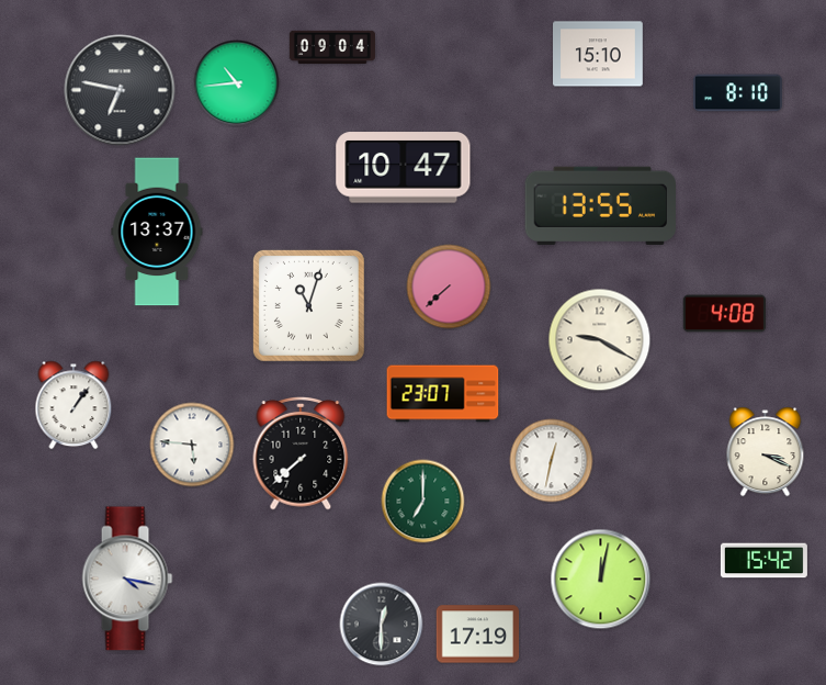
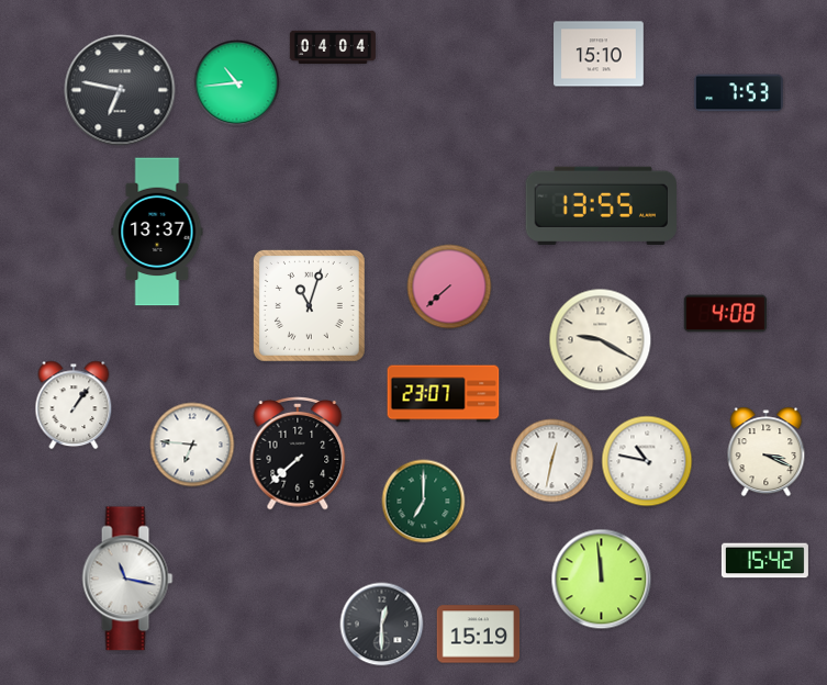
clock at (332, 46): 09:04 -> 04:04
clock at (737, 93): 8:10 -> 7:53
clock at (404, 168): 10:47 -> none
clock at (192, 445): 5:46 -> 6:46
clock at (301, 454) position: (301, 454) -> (298, 454)
clock at (647, 461): none -> 10:47
clock at (127, 579): 4:17 -> 11:17
clock at (601, 580): 12:02 -> 11:59
clock at (478, 635): 17:19 -> 15:19
